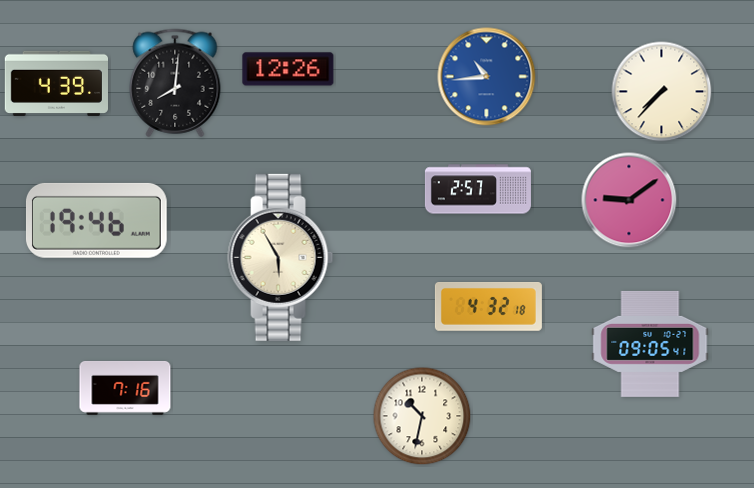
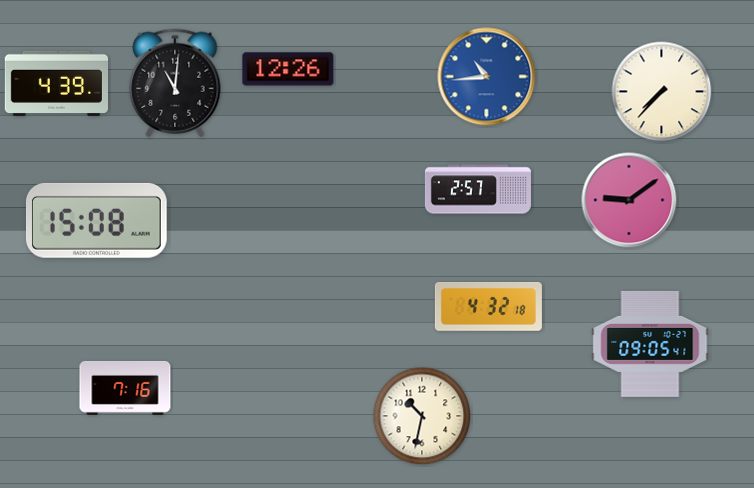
clock at (175, 83): 8:01 -> 11:01
clock at (96, 220): 19:46 -> 15:08
clock at (281, 257): 5:55 -> none
